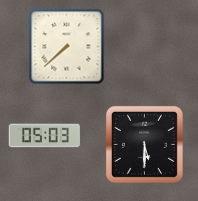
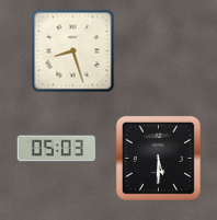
clock at (67, 47): 7:38 -> 8:27
clock at (45, 136) position: (45, 136) -> (57, 149)
